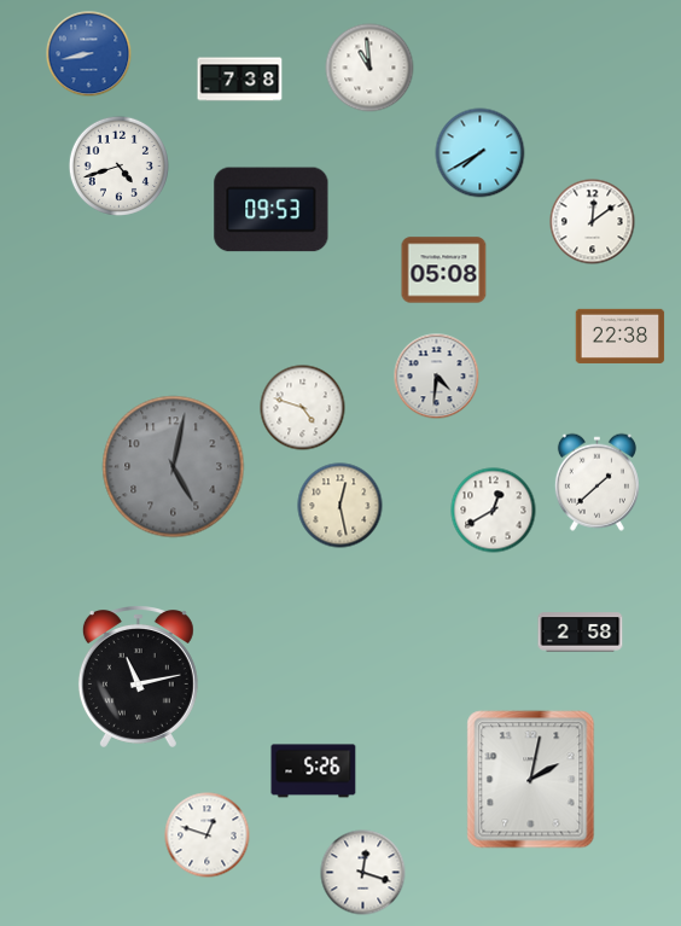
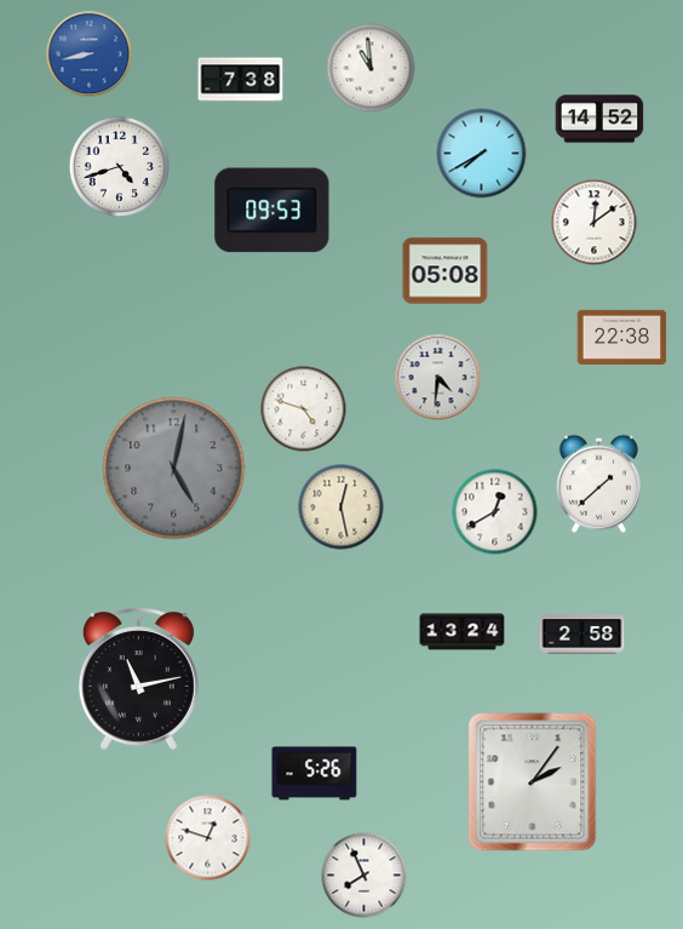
clock at (599, 119): none -> 14:52
clock at (463, 632): none -> 13:24
clock at (531, 780): 2:02 -> 2:06
clock at (363, 873): 12:18 -> 7:56
